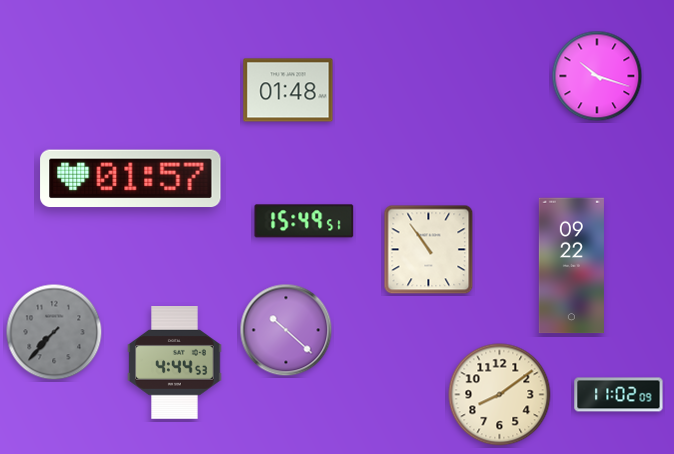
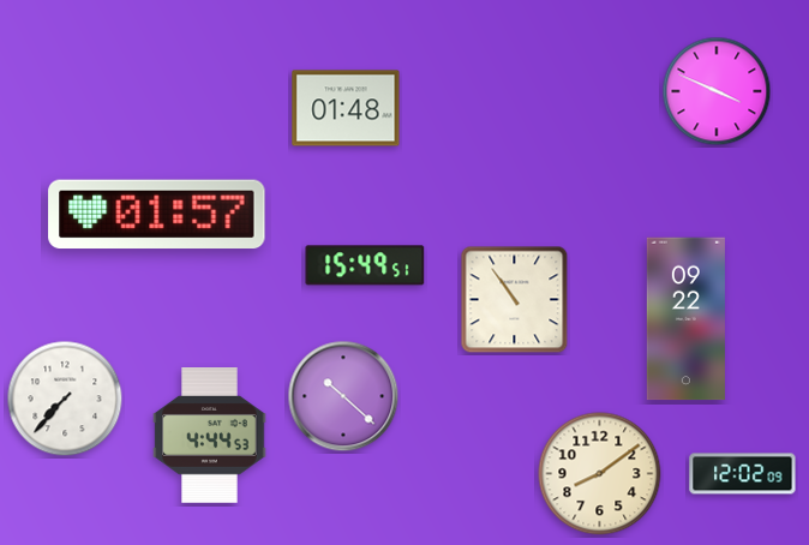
clock at (597, 76): 10:18 -> 3:49
clock at (54, 332) dial: grey -> white
clock at (619, 395): 11:02 -> 12:02
